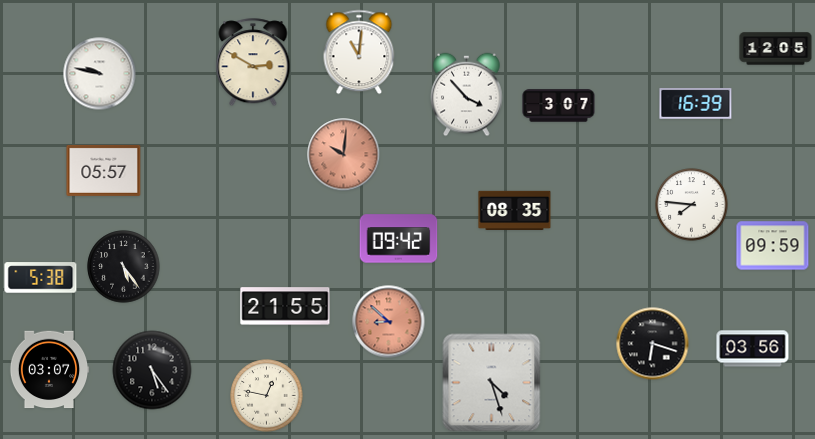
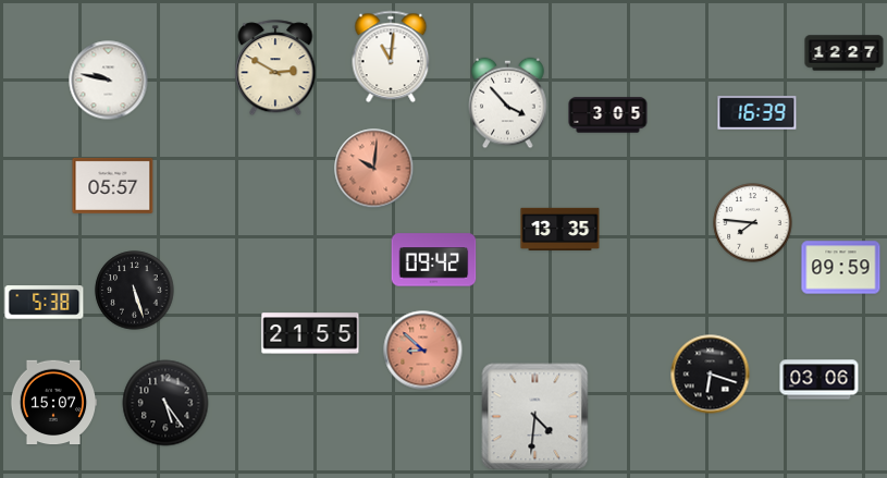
clock at (776, 49): 12:05 -> 12:27
clock at (559, 106): 3:07 -> 3:05
clock at (515, 210): 08:35 -> 13:35
clock at (124, 267): 5:24 -> 5:27
clock at (753, 349): 03:56 -> 03:06
clock at (49, 370): 03:07 -> 15:07
clock at (492, 383): 4:27 -> 4:31
clock at (267, 396): 12:47 -> none
